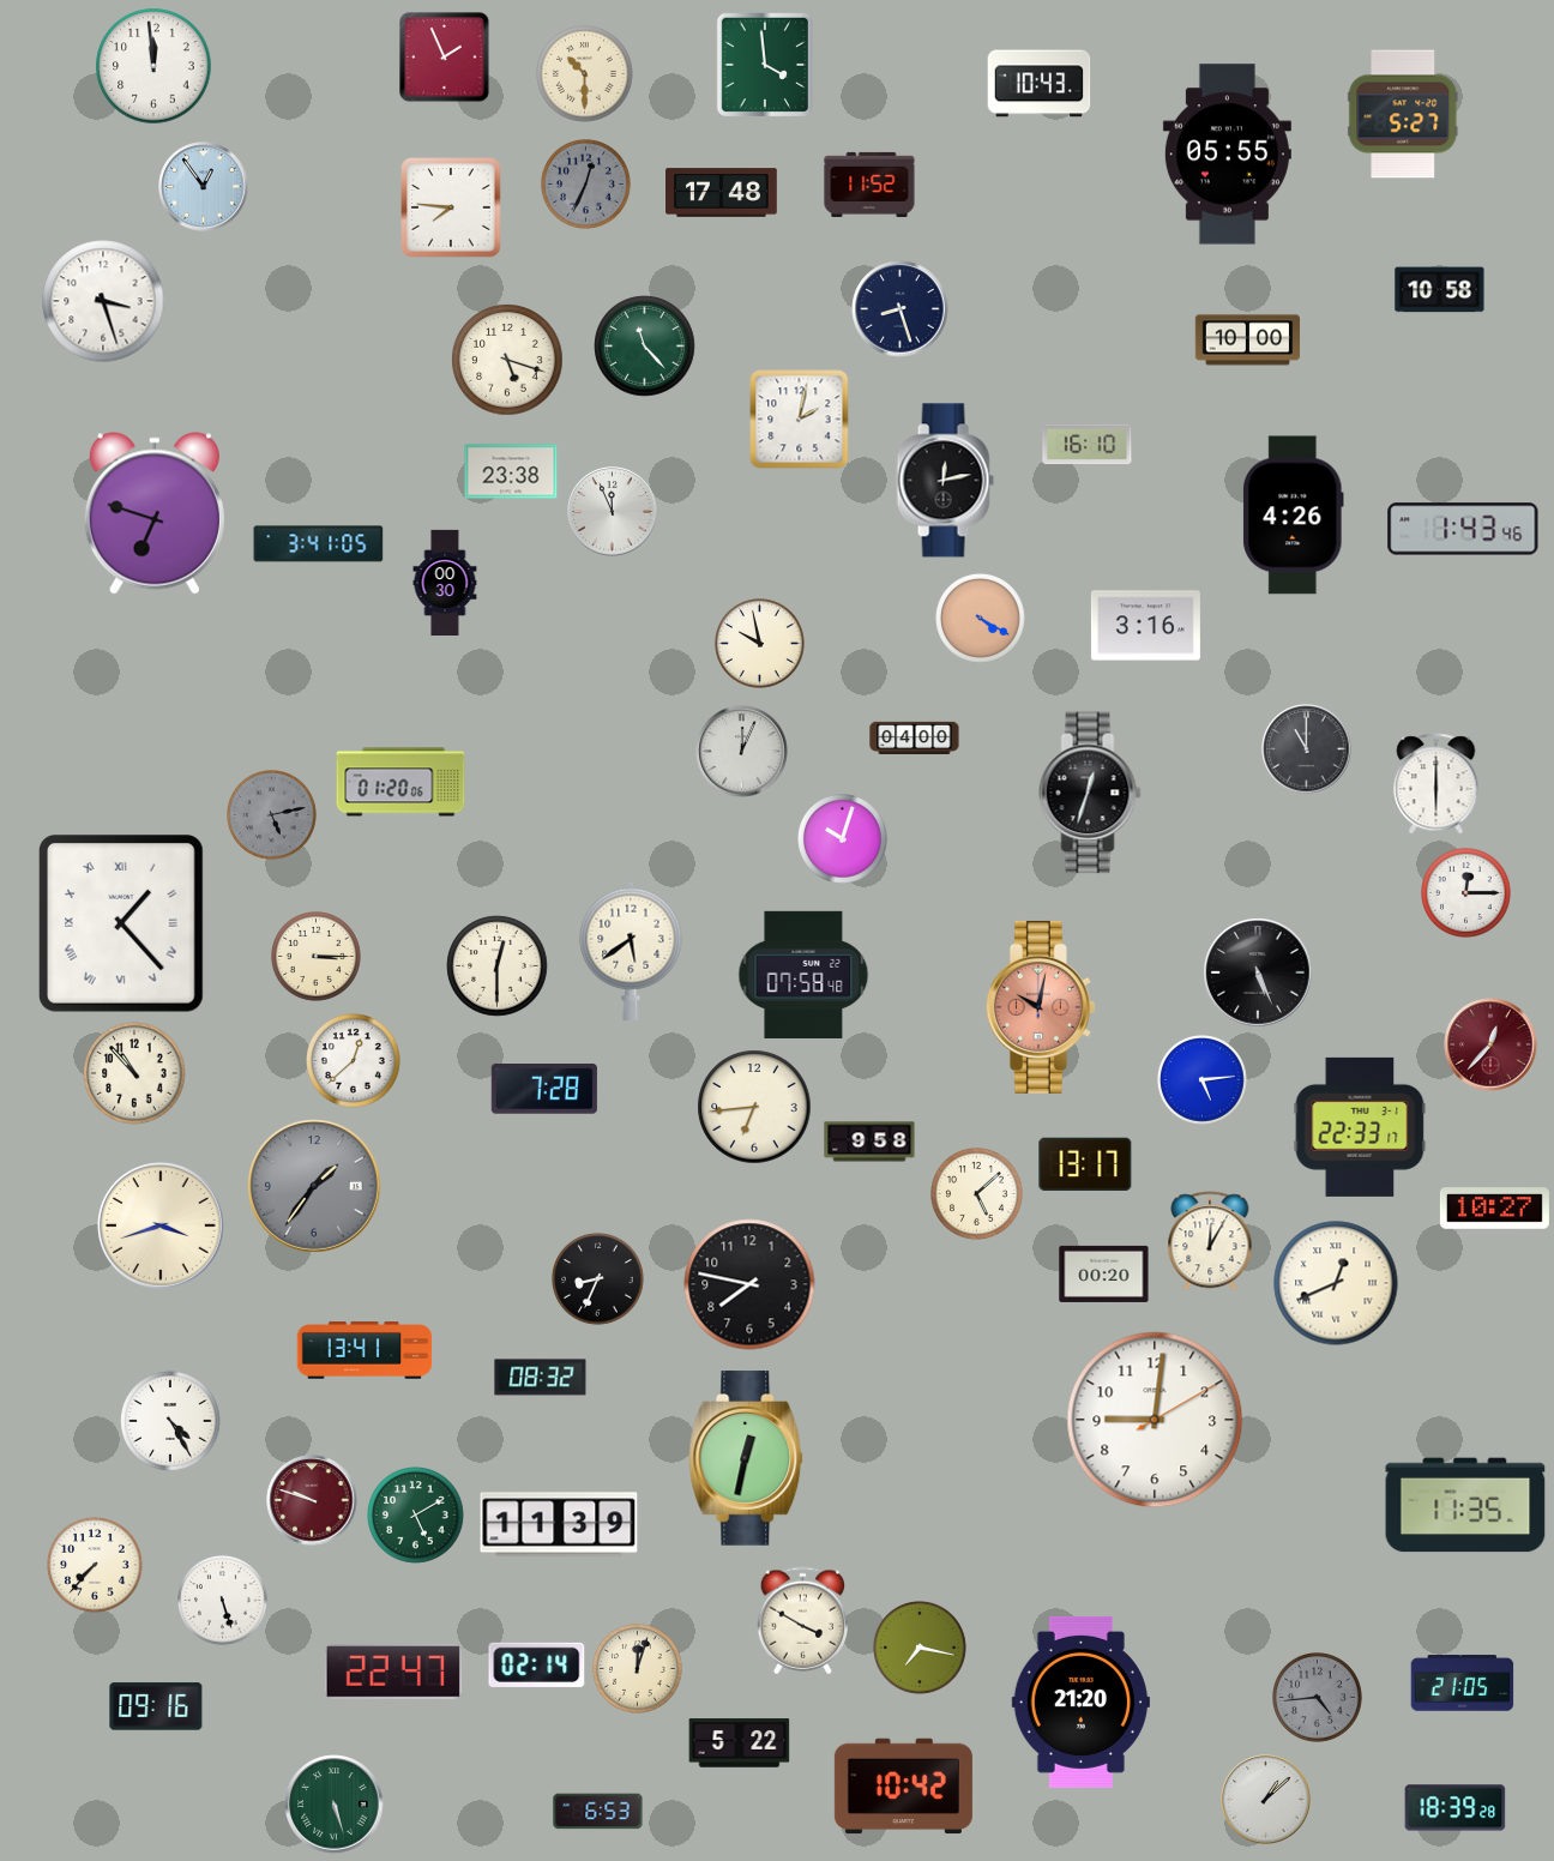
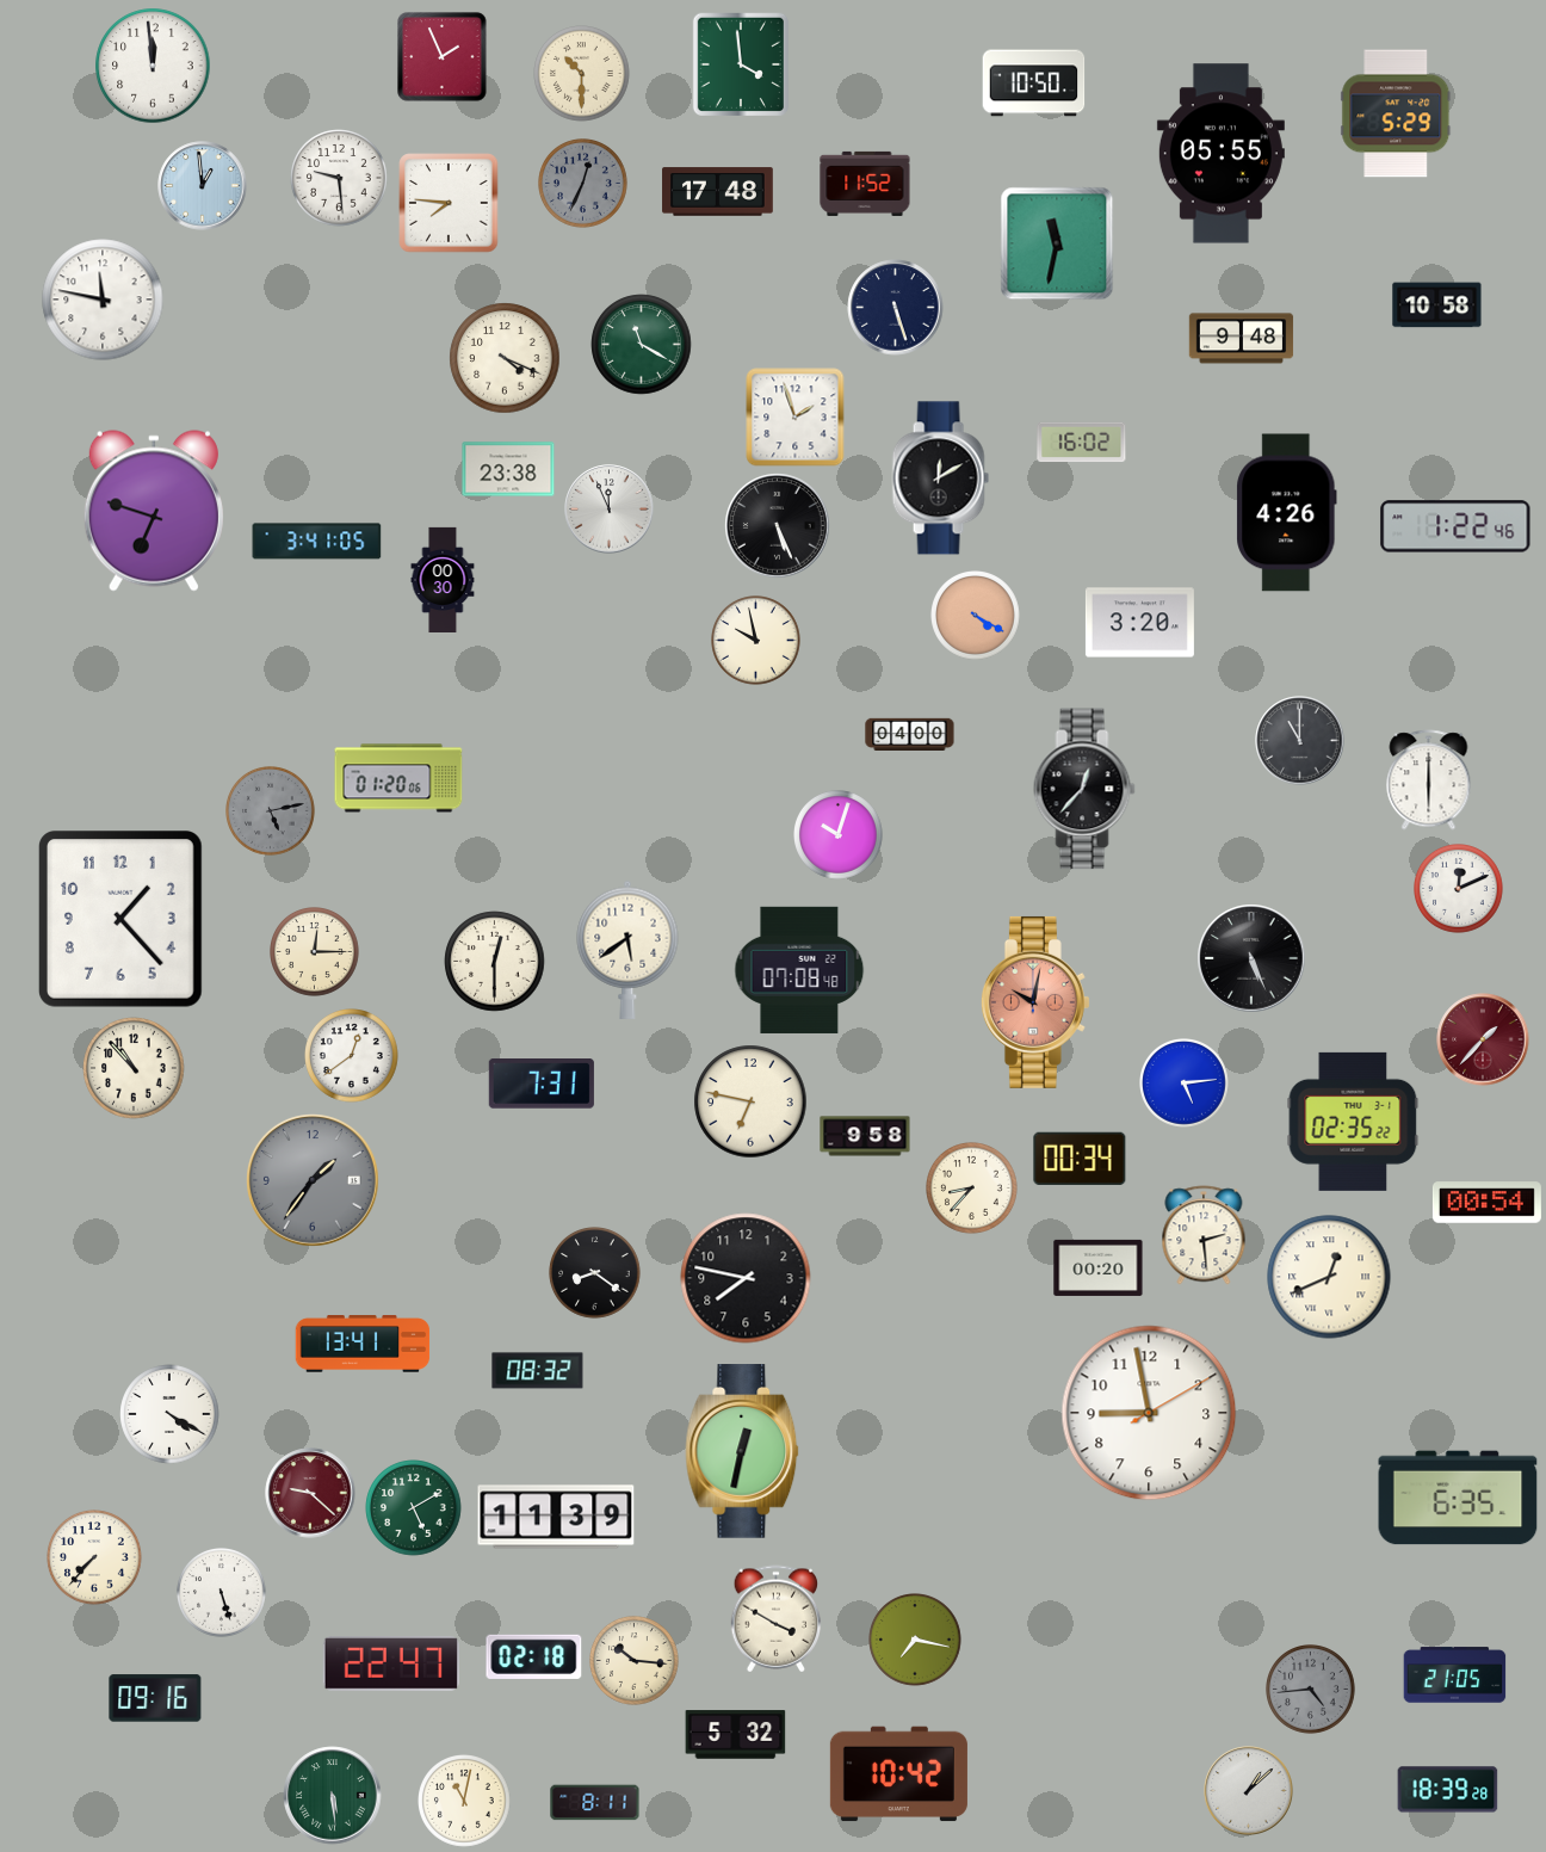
clock at (765, 65) position: (765, 65) -> (741, 64)
clock at (1040, 84): 10:43 -> 10:50
clock at (1403, 114): 5:27 -> 5:29
clock at (339, 178): none -> 9:29
clock at (204, 187): 12:54 -> 12:59
clock at (451, 207) position: (451, 207) -> (449, 203)
clock at (1057, 243): none -> 11:32
clock at (1440, 290) position: (1440, 290) -> (1437, 305)
clock at (103, 301): 3:27 -> 11:47
clock at (901, 309): 8:27 -> 5:27
clock at (1248, 341): 10:00 -> 9:48
clock at (645, 347): 11:23 -> 11:20
clock at (507, 360): 5:18 -> 4:19
clock at (800, 420): 2:02 -> 1:57
clock at (1088, 445): 16:10 -> 16:02
clock at (945, 481): 12:13 -> 12:10
clock at (778, 526): none -> 5:26
clock at (1463, 529): 1:43 -> 1:22
clock at (1145, 626): 3:16 -> 3:20
clock at (1307, 749) position: (1307, 749) -> (1300, 741)
clock at (742, 752): 12:04 -> none
clock at (1090, 793): 12:33 -> 12:37
clock at (1466, 893): 12:15 -> 12:11
clock at (122, 925) numerals: Roman -> Arabic
clock at (631, 951) position: (631, 951) -> (627, 950)
clock at (317, 957): 3:15 -> 12:15
clock at (1258, 972) position: (1258, 972) -> (1251, 958)
clock at (803, 975): 07:58 -> 07:08
clock at (1490, 1044): 12:37 -> 1:37
clock at (354, 1061): 12:38 -> 12:39
clock at (1203, 1080) position: (1203, 1080) -> (1185, 1084)
clock at (544, 1090): 7:28 -> 7:31
clock at (754, 1107): 6:44 -> 6:47
clock at (1360, 1127): 22:33 -> 02:35
clock at (1085, 1163): 13:17 -> 00:34
clock at (977, 1194): 5:08 -> 8:37
clock at (1494, 1209): 10:27 -> 00:54
clock at (162, 1227): 3:42 -> none
clock at (1210, 1241): 12:05 -> 2:29
clock at (598, 1279): 8:34 -> 8:21
clock at (1155, 1420): 9:01 -> 8:58
clock at (170, 1421): 4:25 -> 4:20
clock at (312, 1500): 9:48 -> 9:22
clock at (1465, 1505): 11:35 -> 6:35
clock at (803, 1621) position: (803, 1621) -> (777, 1619)
clock at (537, 1664): 02:14 -> 02:18
clock at (638, 1669): 12:03 -> 10:16
clock at (1080, 1702): 21:20 -> none
clock at (740, 1743): 5:22 -> 5:32
clock at (903, 1787) position: (903, 1787) -> (898, 1774)
clock at (1266, 1800) position: (1266, 1800) -> (1249, 1791)
clock at (335, 1805): 5:27 -> 5:29
clock at (1456, 1808) position: (1456, 1808) -> (1448, 1790)
clock at (465, 1802): none -> 11:02
clock at (598, 1812): 6:53 -> 8:11
